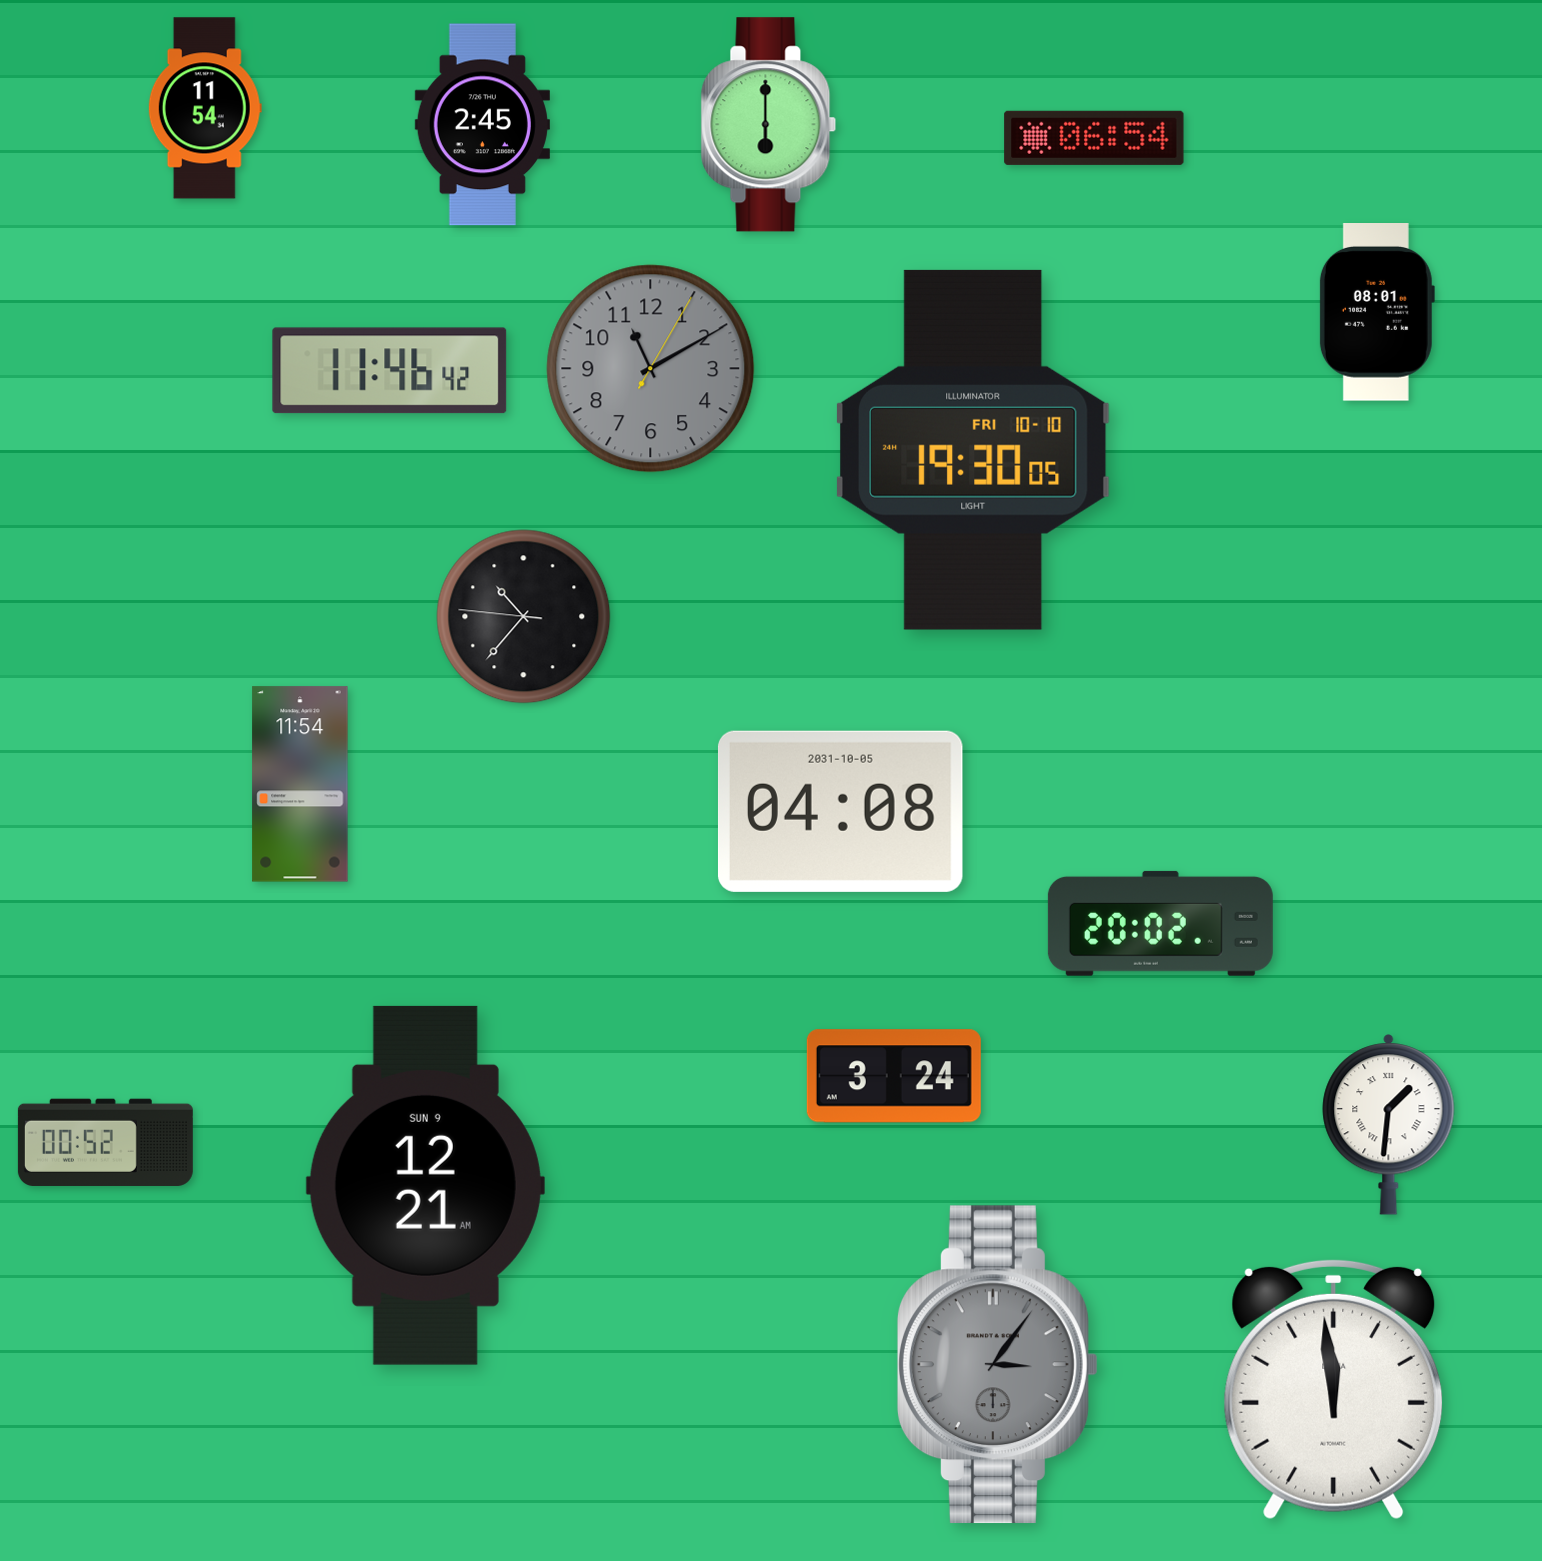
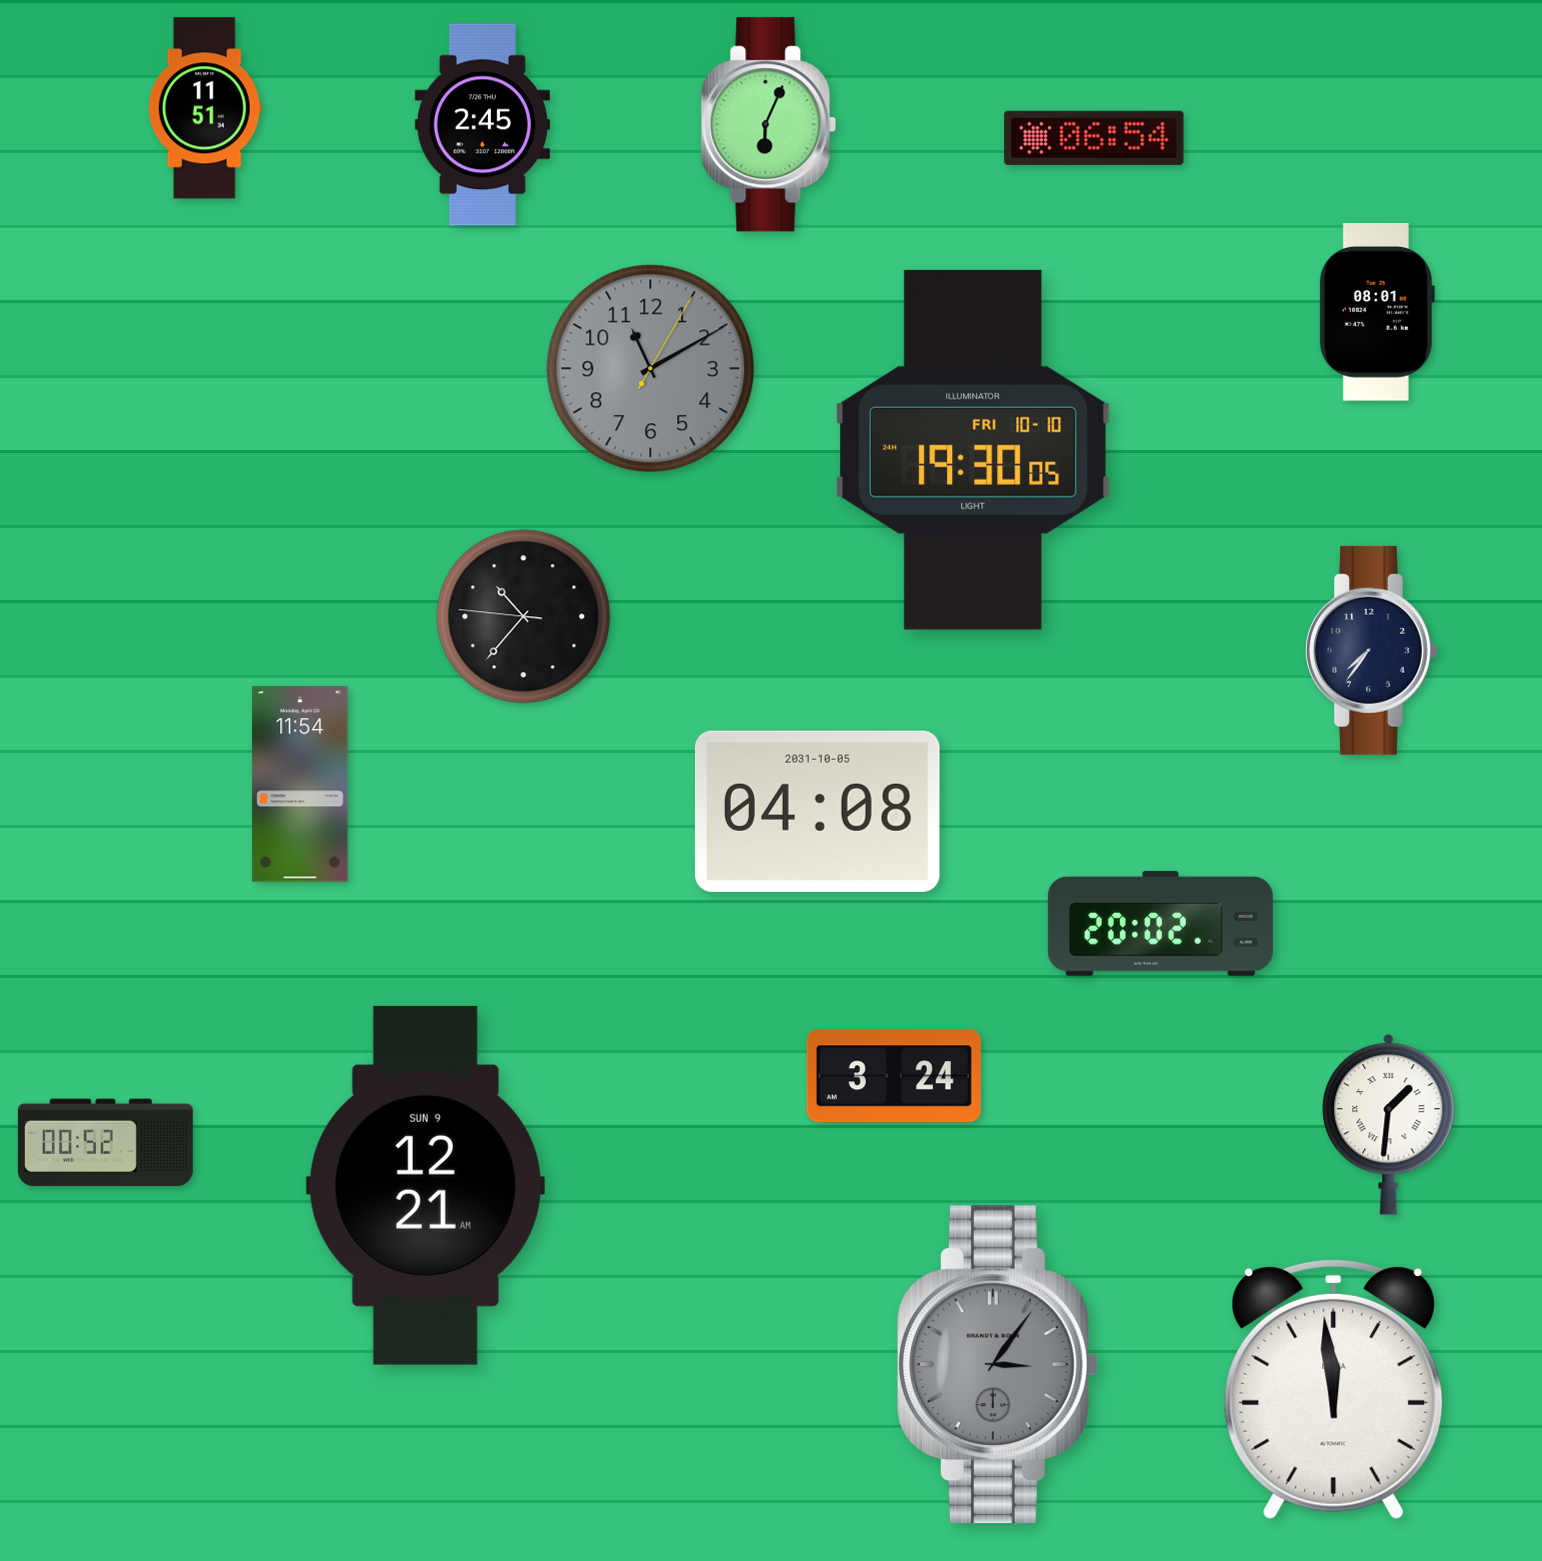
clock at (205, 108): 11:54 -> 11:51
clock at (769, 125): 6:00 -> 6:04
clock at (390, 371): 11:46 -> none
clock at (1372, 650): none -> 7:36
clock at (840, 811) position: (840, 811) -> (817, 811)
